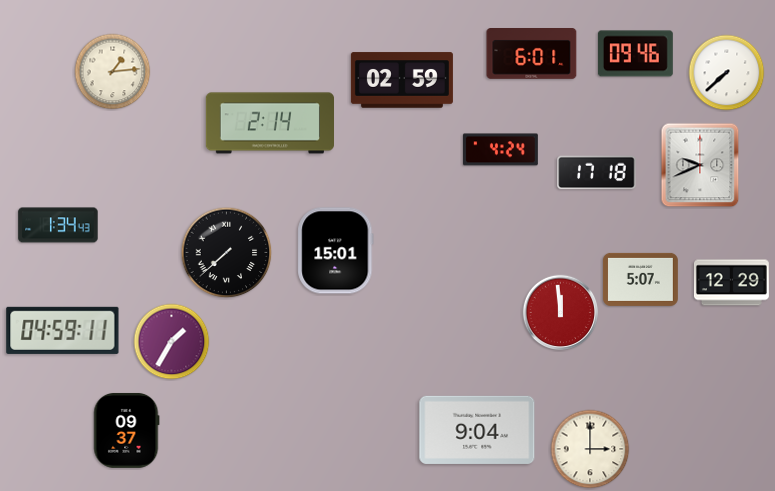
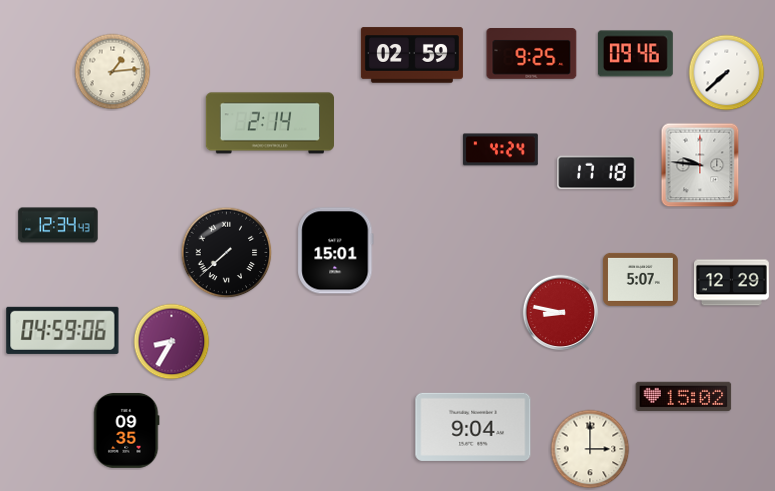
clock at (532, 54): 6:01 -> 9:25
clock at (402, 80) position: (402, 80) -> (412, 55)
clock at (700, 165): 9:41 -> 9:46
clock at (58, 225): 1:34 -> 12:34
clock at (561, 313): 11:59 -> 8:47
clock at (63, 330): 04:59:11 -> 04:59:06
clock at (172, 342): 1:35 -> 8:35
clock at (684, 396): none -> 15:02
clock at (127, 430): 09:37 -> 09:35
clock at (477, 430) position: (477, 430) -> (473, 427)
